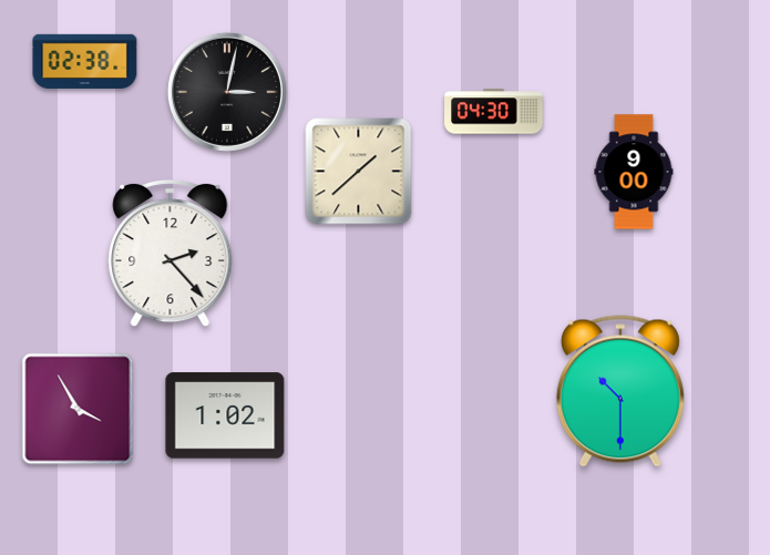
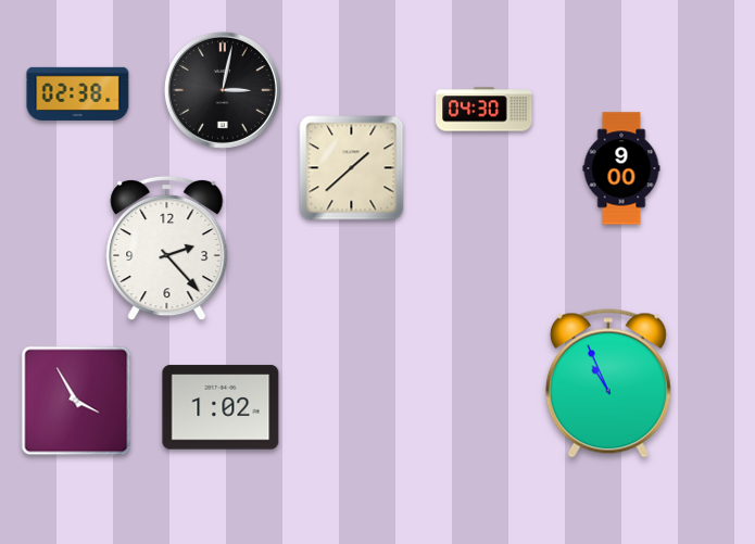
clock at (85, 61) position: (85, 61) -> (78, 93)
clock at (620, 391): 10:30 -> 10:56
